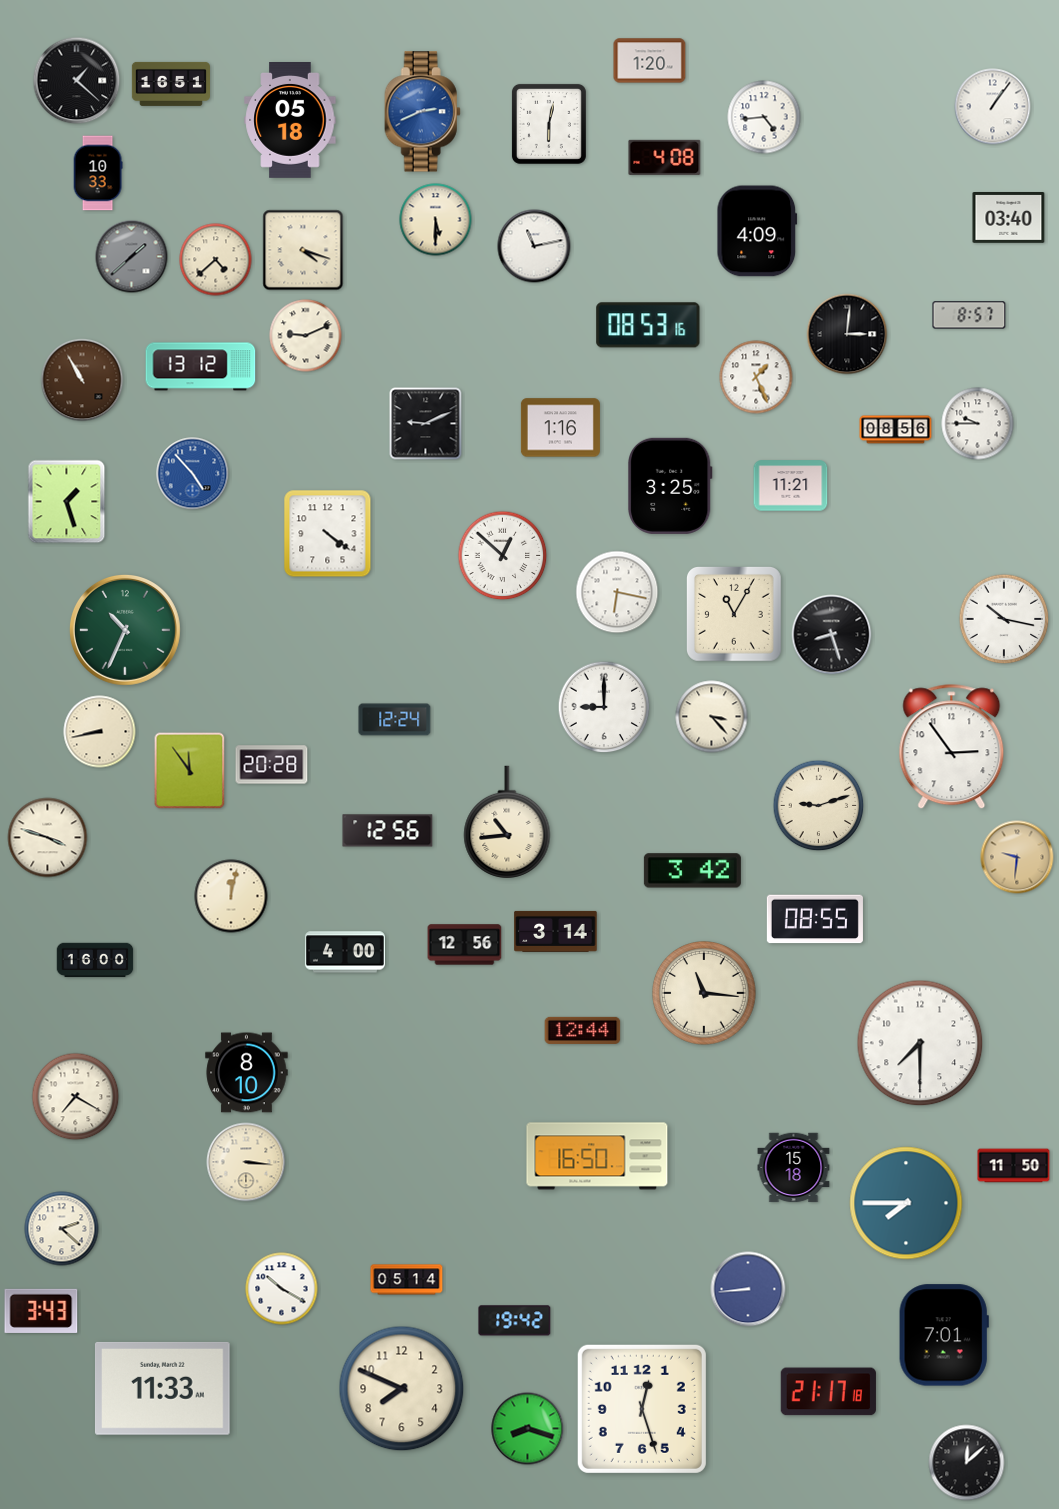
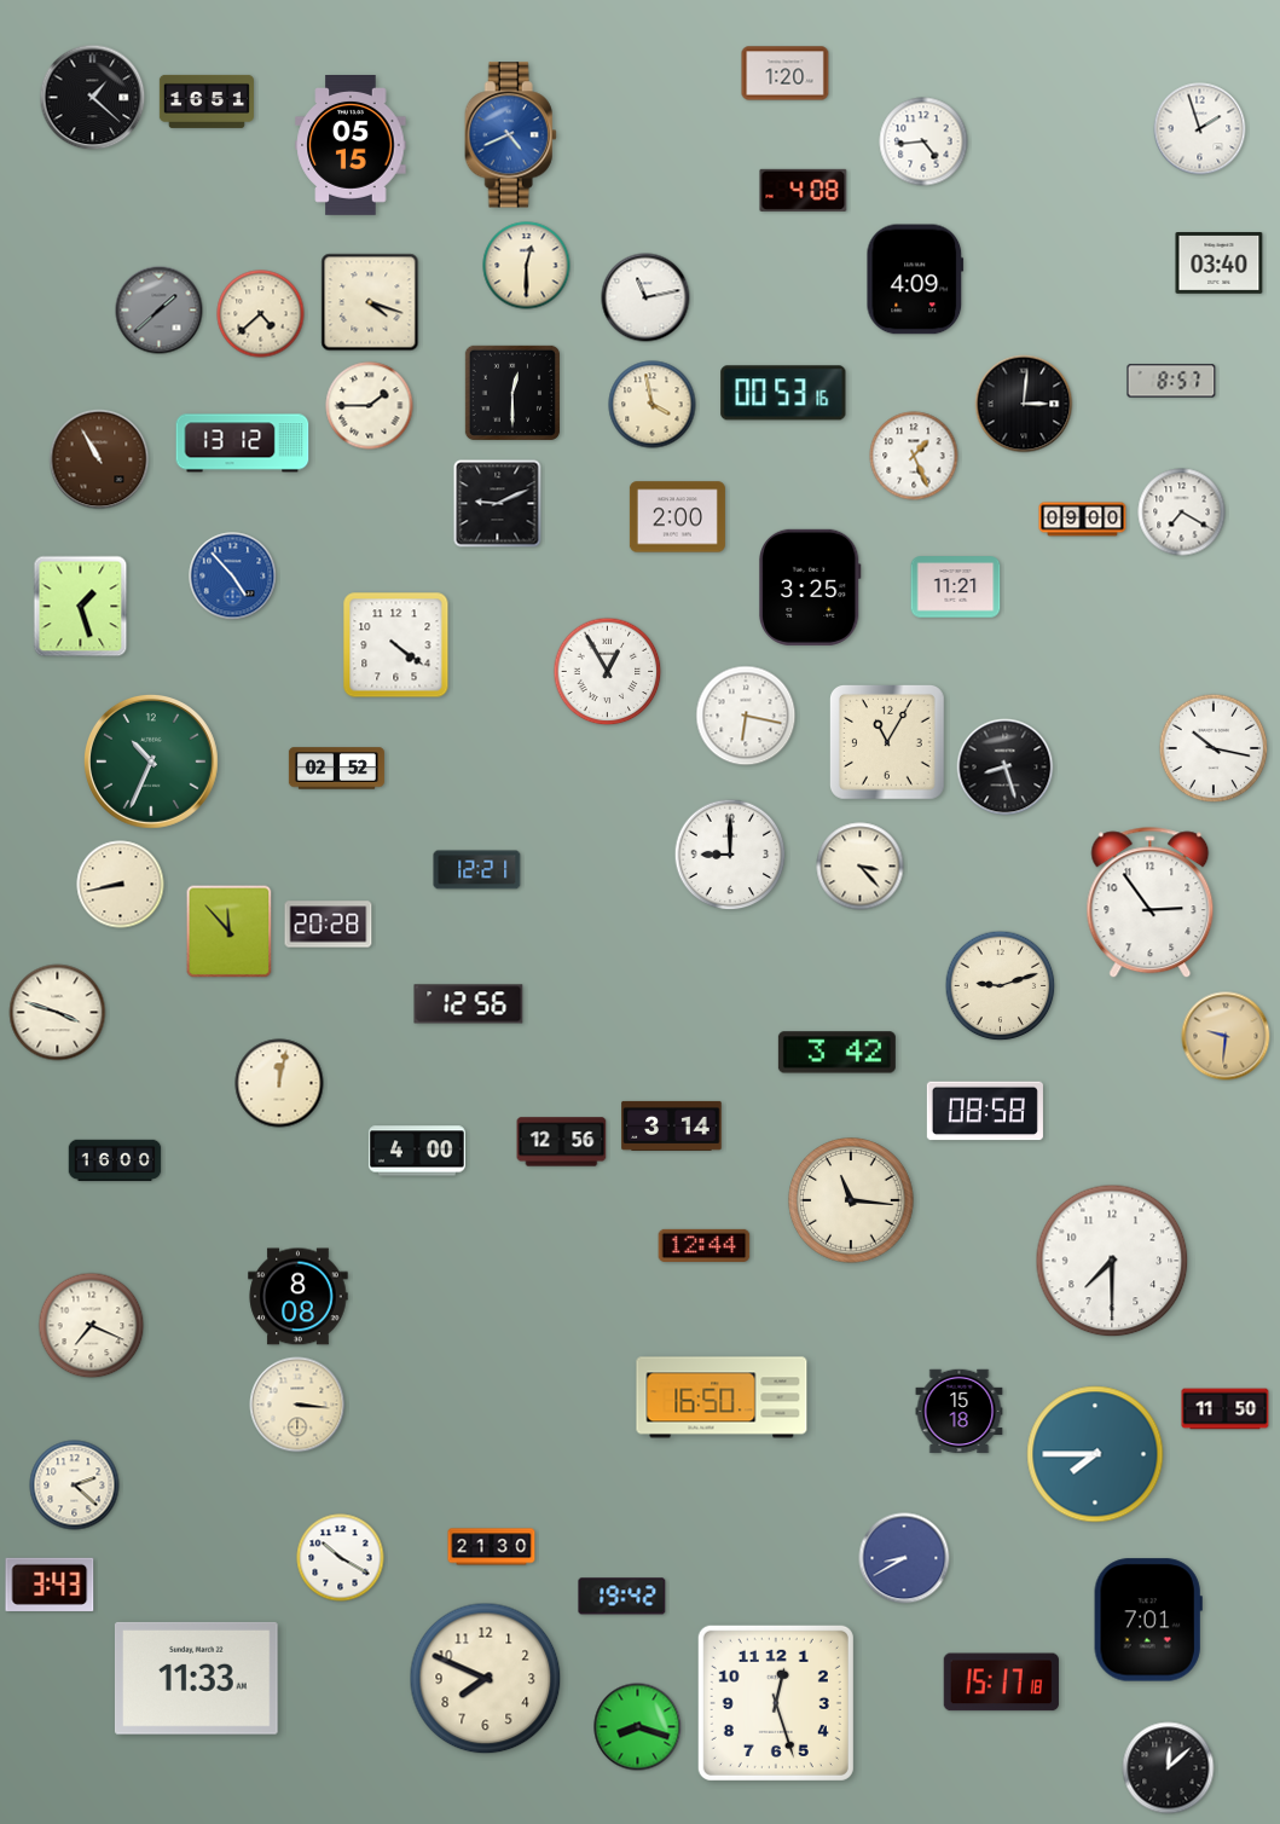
clock at (993, 107): 1:06 -> 1:57
clock at (422, 112): 2:41 -> 4:41
clock at (290, 121): 05:18 -> 05:15
clock at (549, 124): 6:02 -> none
clock at (98, 173): 10:33 -> none
clock at (436, 220): 5:30 -> 12:30
clock at (303, 250) position: (303, 250) -> (370, 302)
clock at (512, 393): none -> 12:30
clock at (648, 325): 08:53 -> 00:53
clock at (653, 405): none -> 3:58
clock at (306, 336): 9:11 -> 1:45
clock at (426, 424) position: (426, 424) -> (498, 504)
clock at (978, 424): 9:45 -> 7:20
clock at (560, 428): 1:16 -> 2:00
clock at (896, 430): 08:56 -> 09:00
clock at (193, 474) position: (193, 474) -> (233, 577)
clock at (503, 556): 12:52 -> 12:55
clock at (336, 769): none -> 02:52
clock at (395, 720): 12:24 -> 12:21
clock at (190, 771): 11:54 -> 11:53
clock at (819, 806) position: (819, 806) -> (1001, 986)
clock at (507, 822): 10:44 -> none
clock at (1017, 857) position: (1017, 857) -> (1226, 1036)
clock at (815, 919): 08:55 -> 08:58
clock at (247, 1073): 8:10 -> 8:08
clock at (76, 1097): 7:20 -> 7:19
clock at (407, 1280): 05:14 -> 21:30
clock at (748, 1289): 8:44 -> 8:40
clock at (944, 1335) position: (944, 1335) -> (1148, 1620)
clock at (828, 1392): 21:17 -> 15:17
